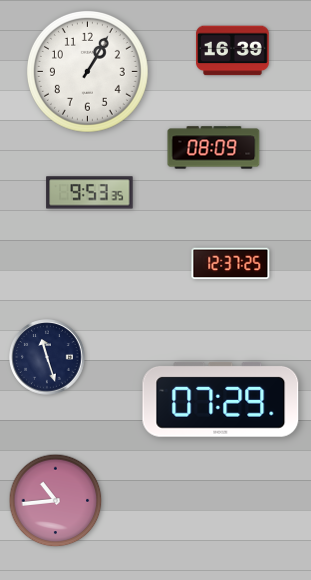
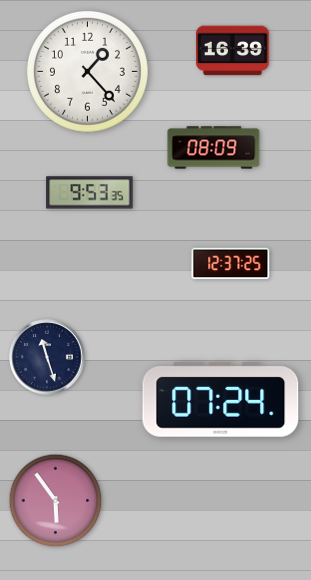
clock at (88, 72): 1:05 -> 1:23
clock at (221, 399): 07:29 -> 07:24
clock at (56, 501): 10:44 -> 5:54
